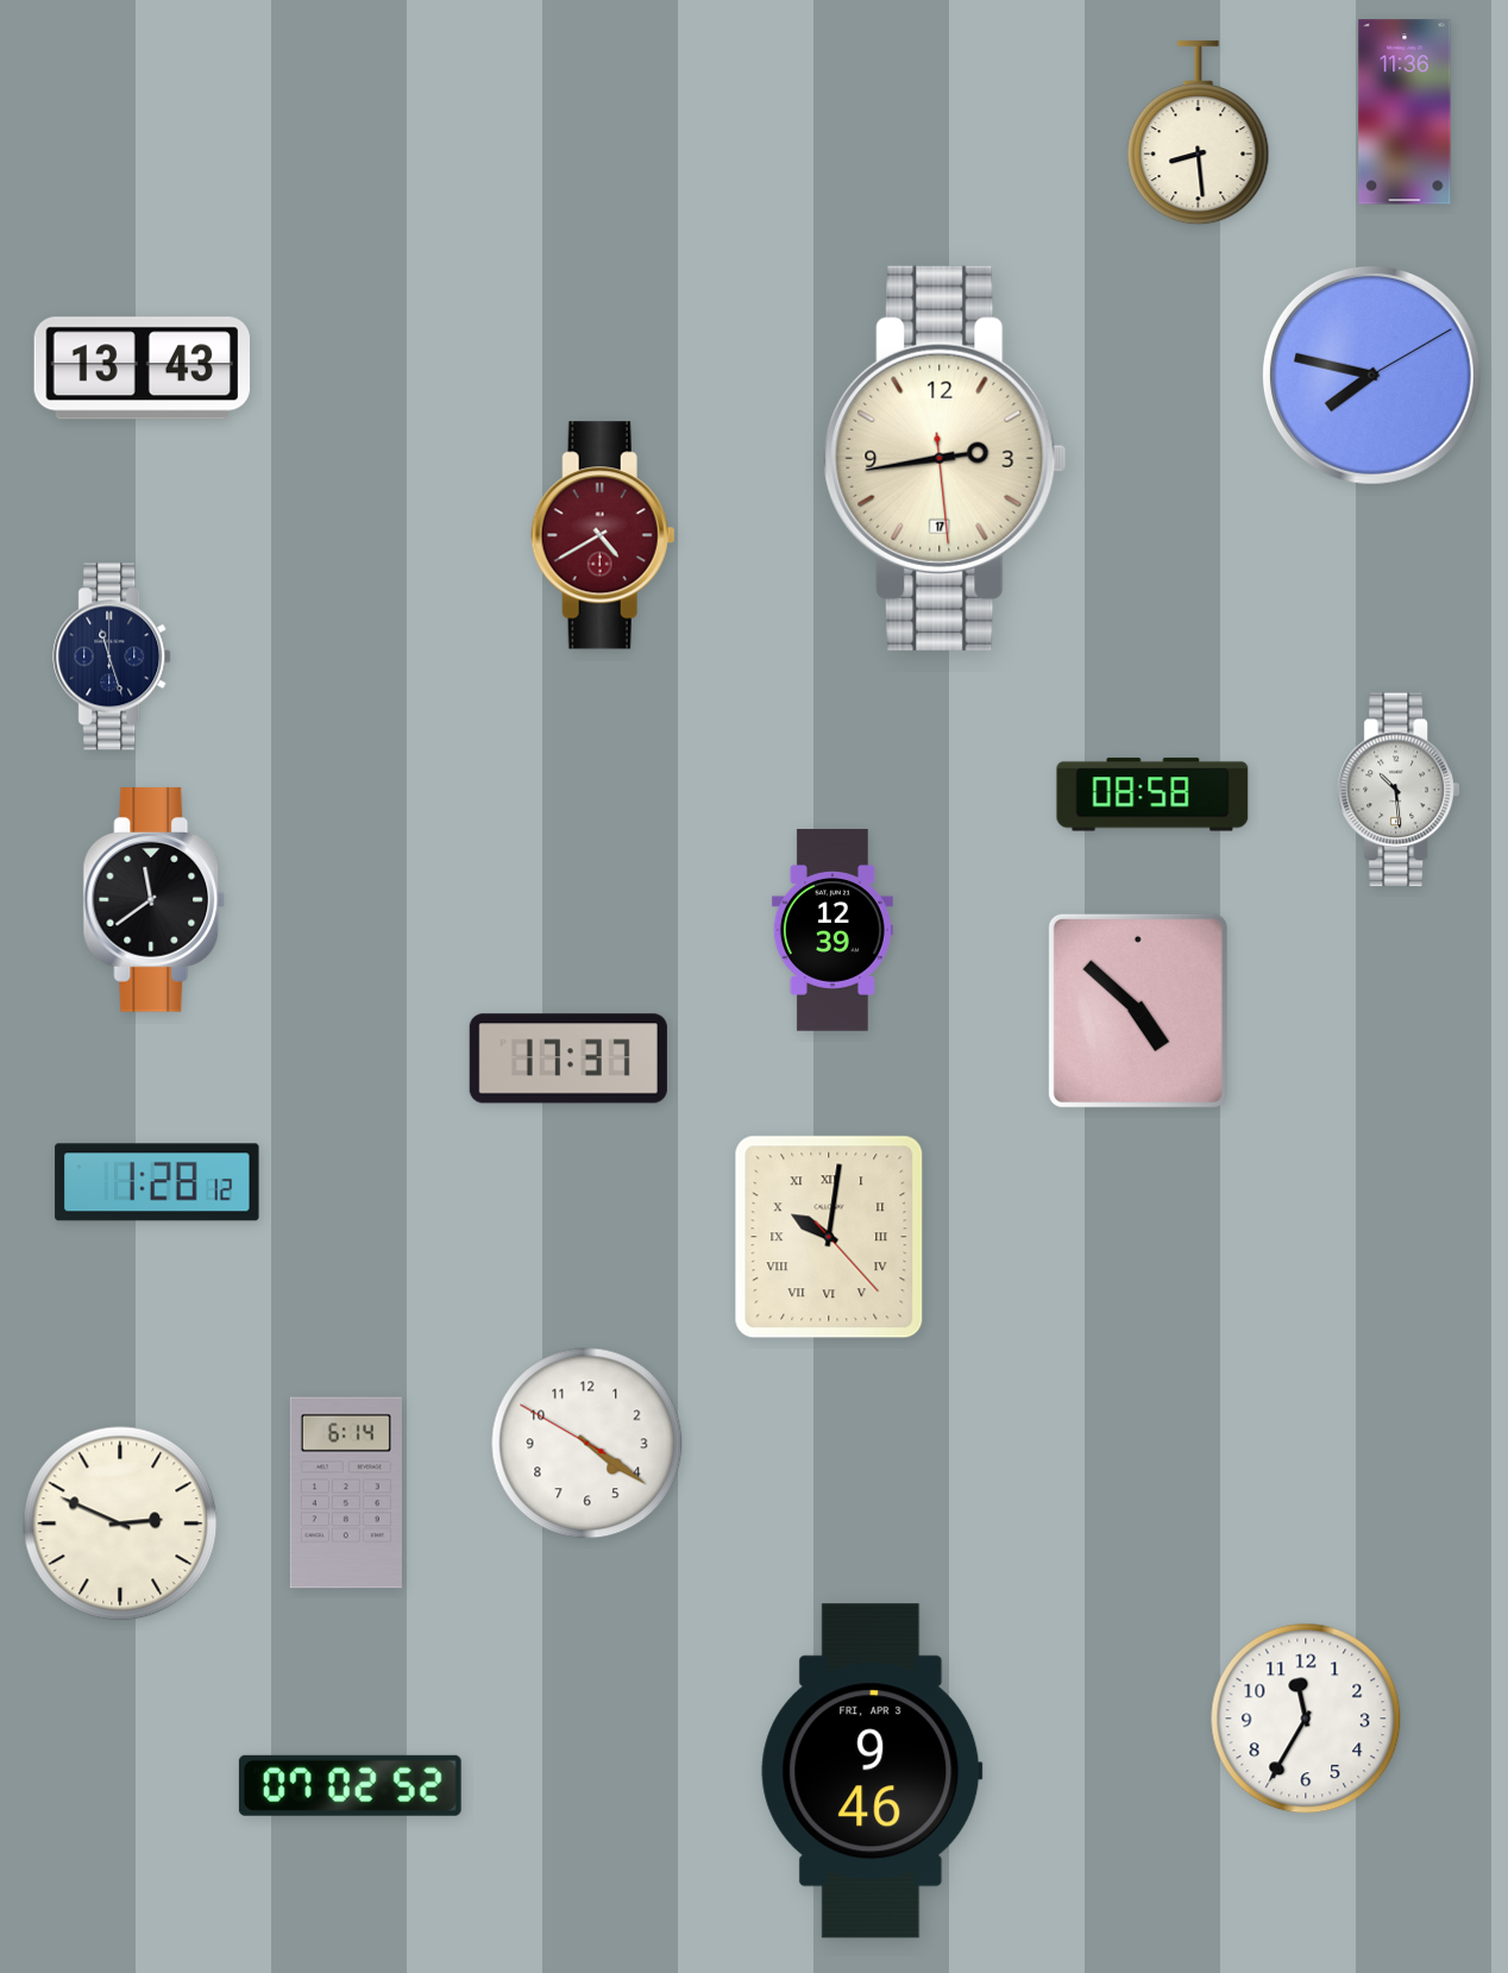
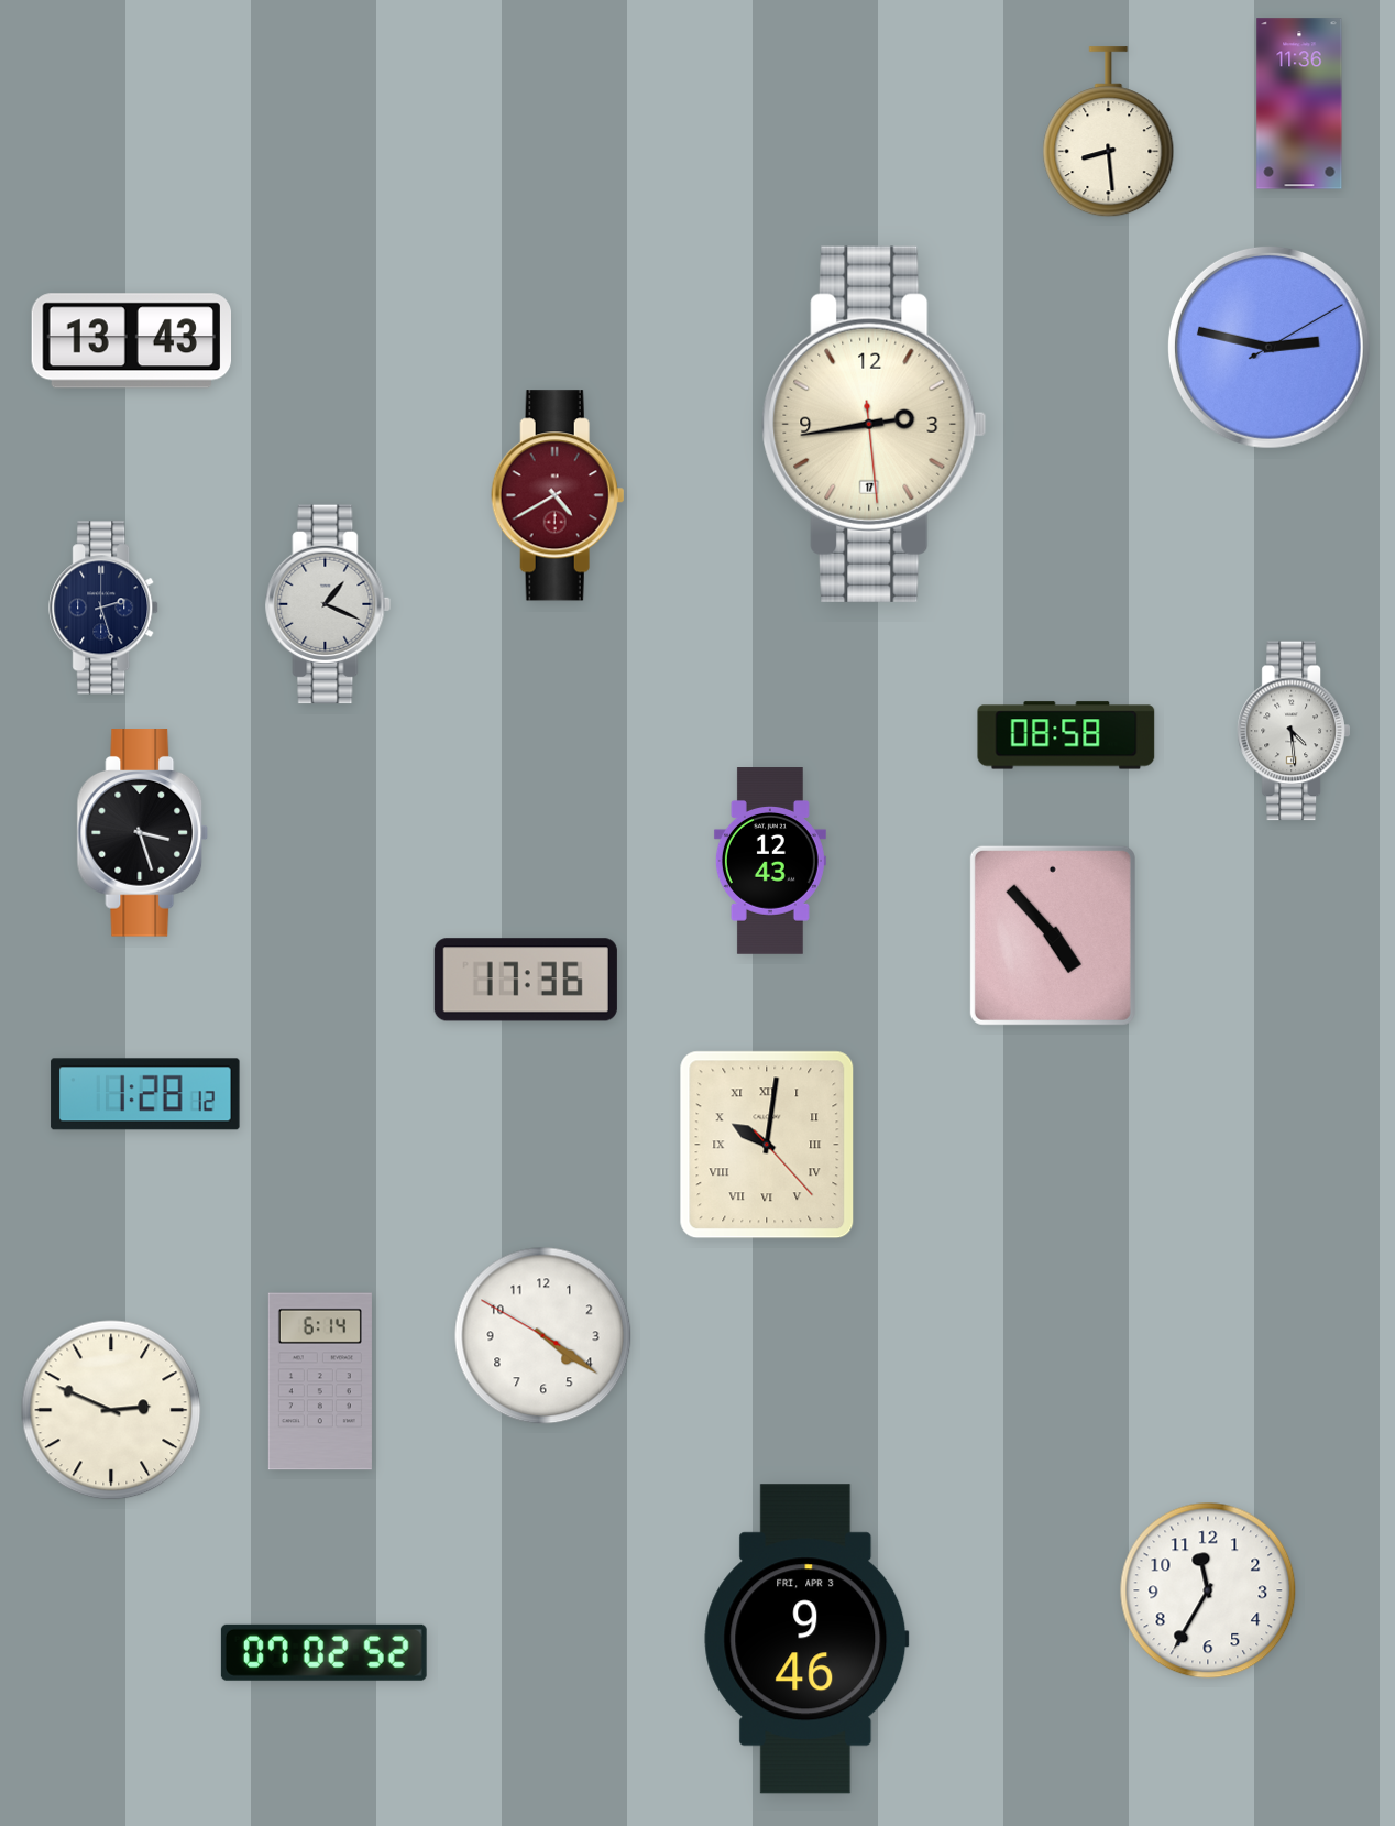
clock at (1199, 133) position: (1199, 133) -> (1109, 132)
clock at (1371, 375): 7:47 -> 2:47
clock at (328, 604): none -> 1:19
clock at (113, 656): 11:27 -> 2:27
clock at (1399, 790): 10:29 -> 4:29
clock at (155, 900): 11:39 -> 3:27
clock at (832, 930): 12:39 -> 12:43
clock at (1138, 1011): 4:52 -> 4:53
clock at (568, 1058): 17:37 -> 17:36
